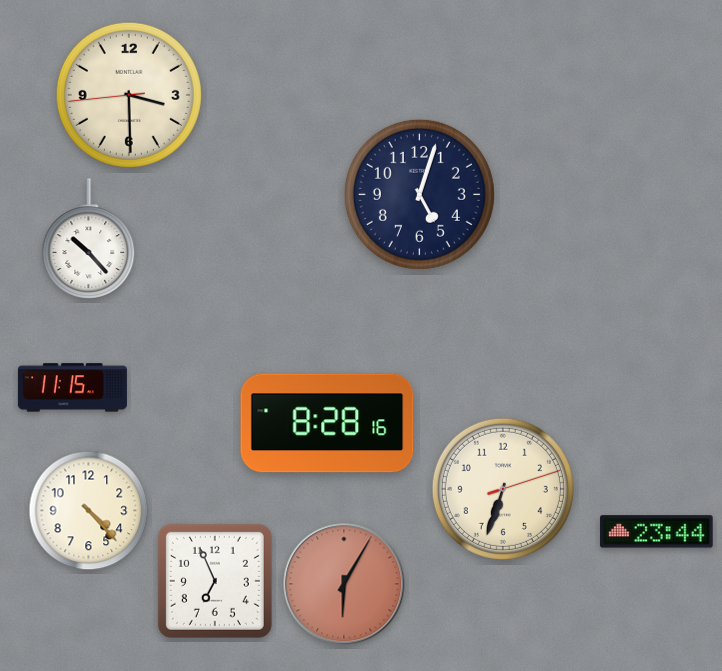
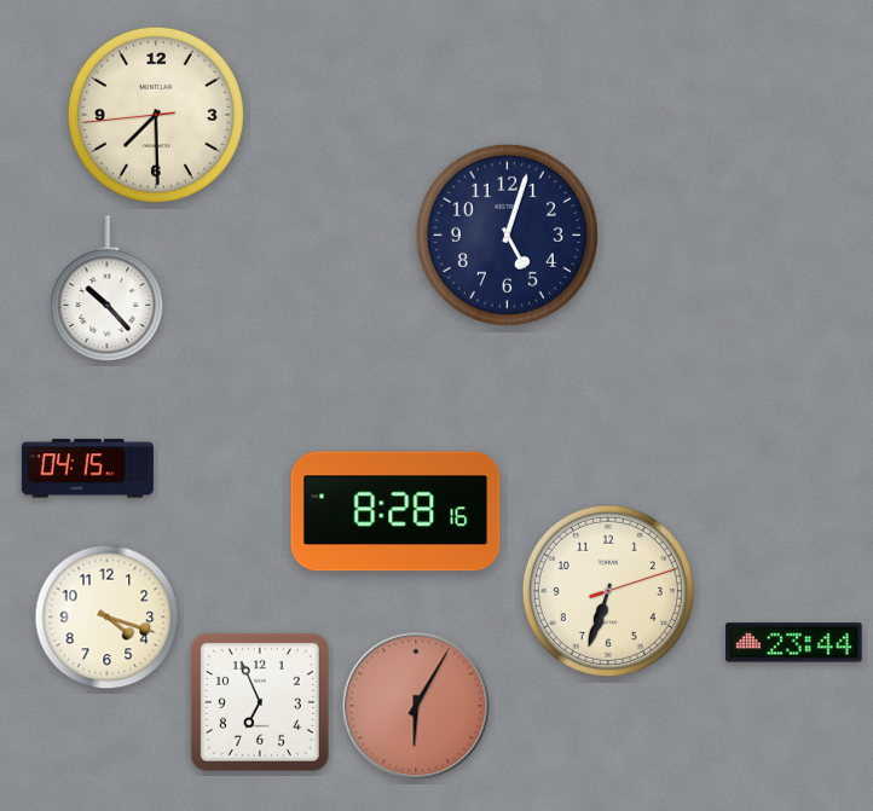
clock at (129, 95): 3:29 -> 7:29
clock at (72, 388): 11:15 -> 04:15
clock at (89, 511): 4:23 -> 4:18
